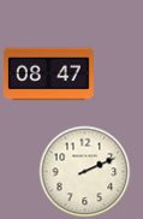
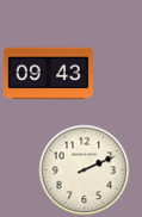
clock at (48, 75): 08:47 -> 09:43
